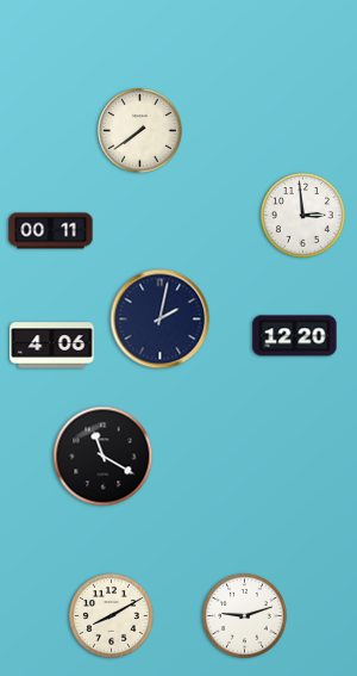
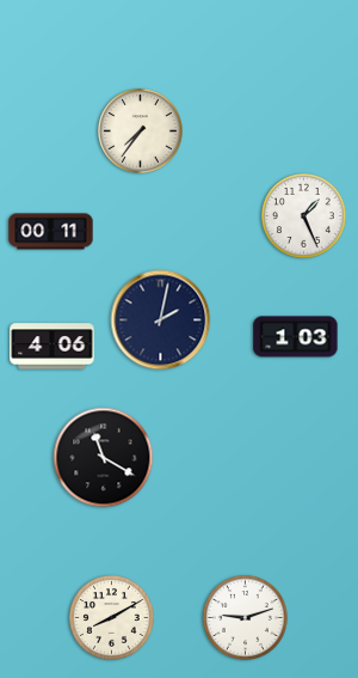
clock at (140, 131): 7:39 -> 7:36
clock at (303, 216): 2:59 -> 1:26
clock at (295, 336): 12:20 -> 1:03
